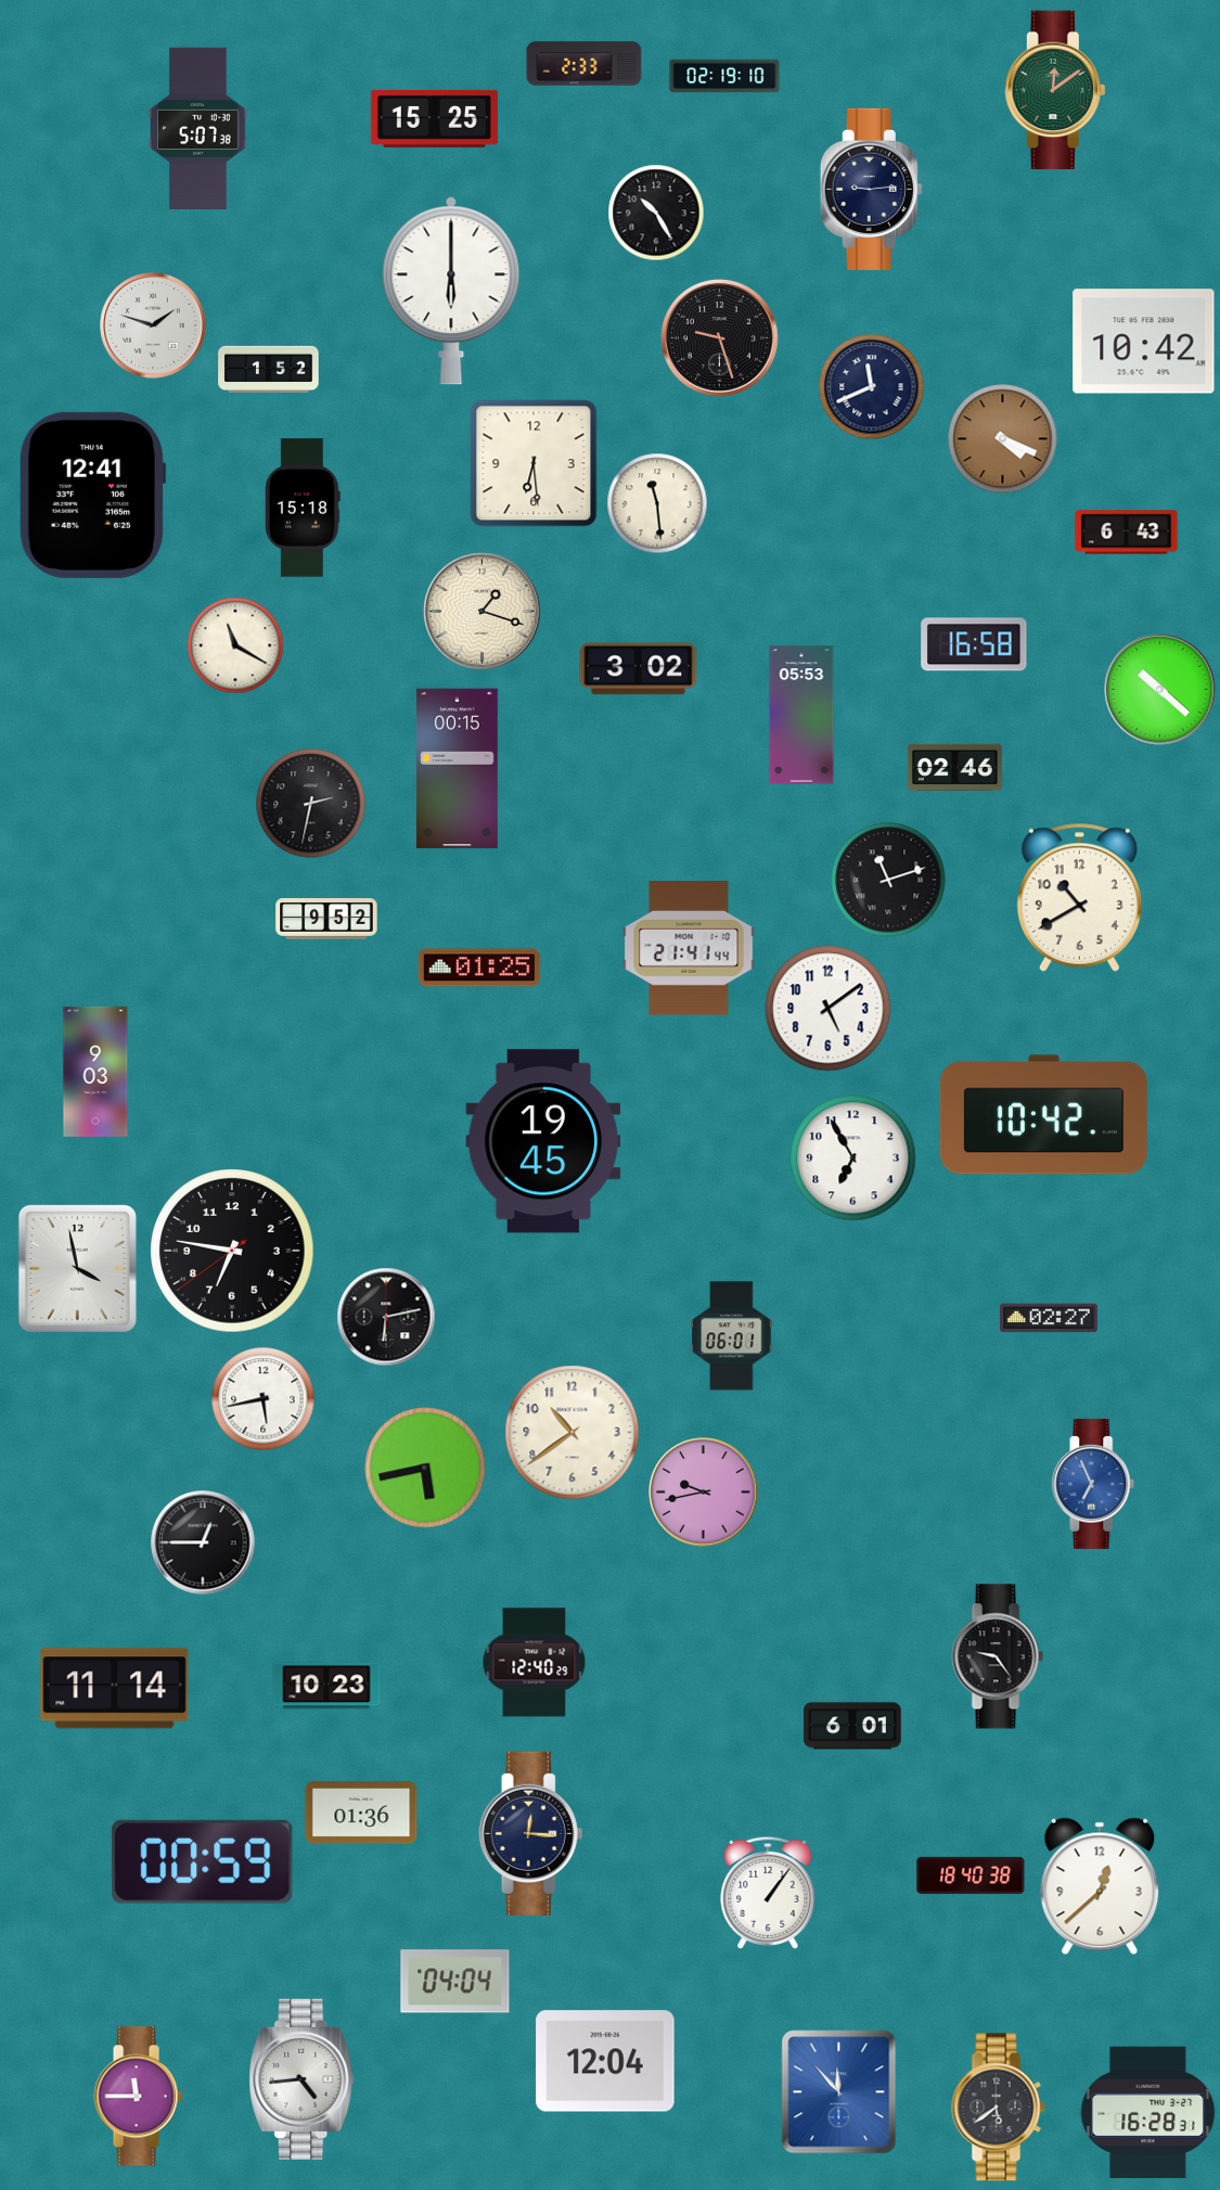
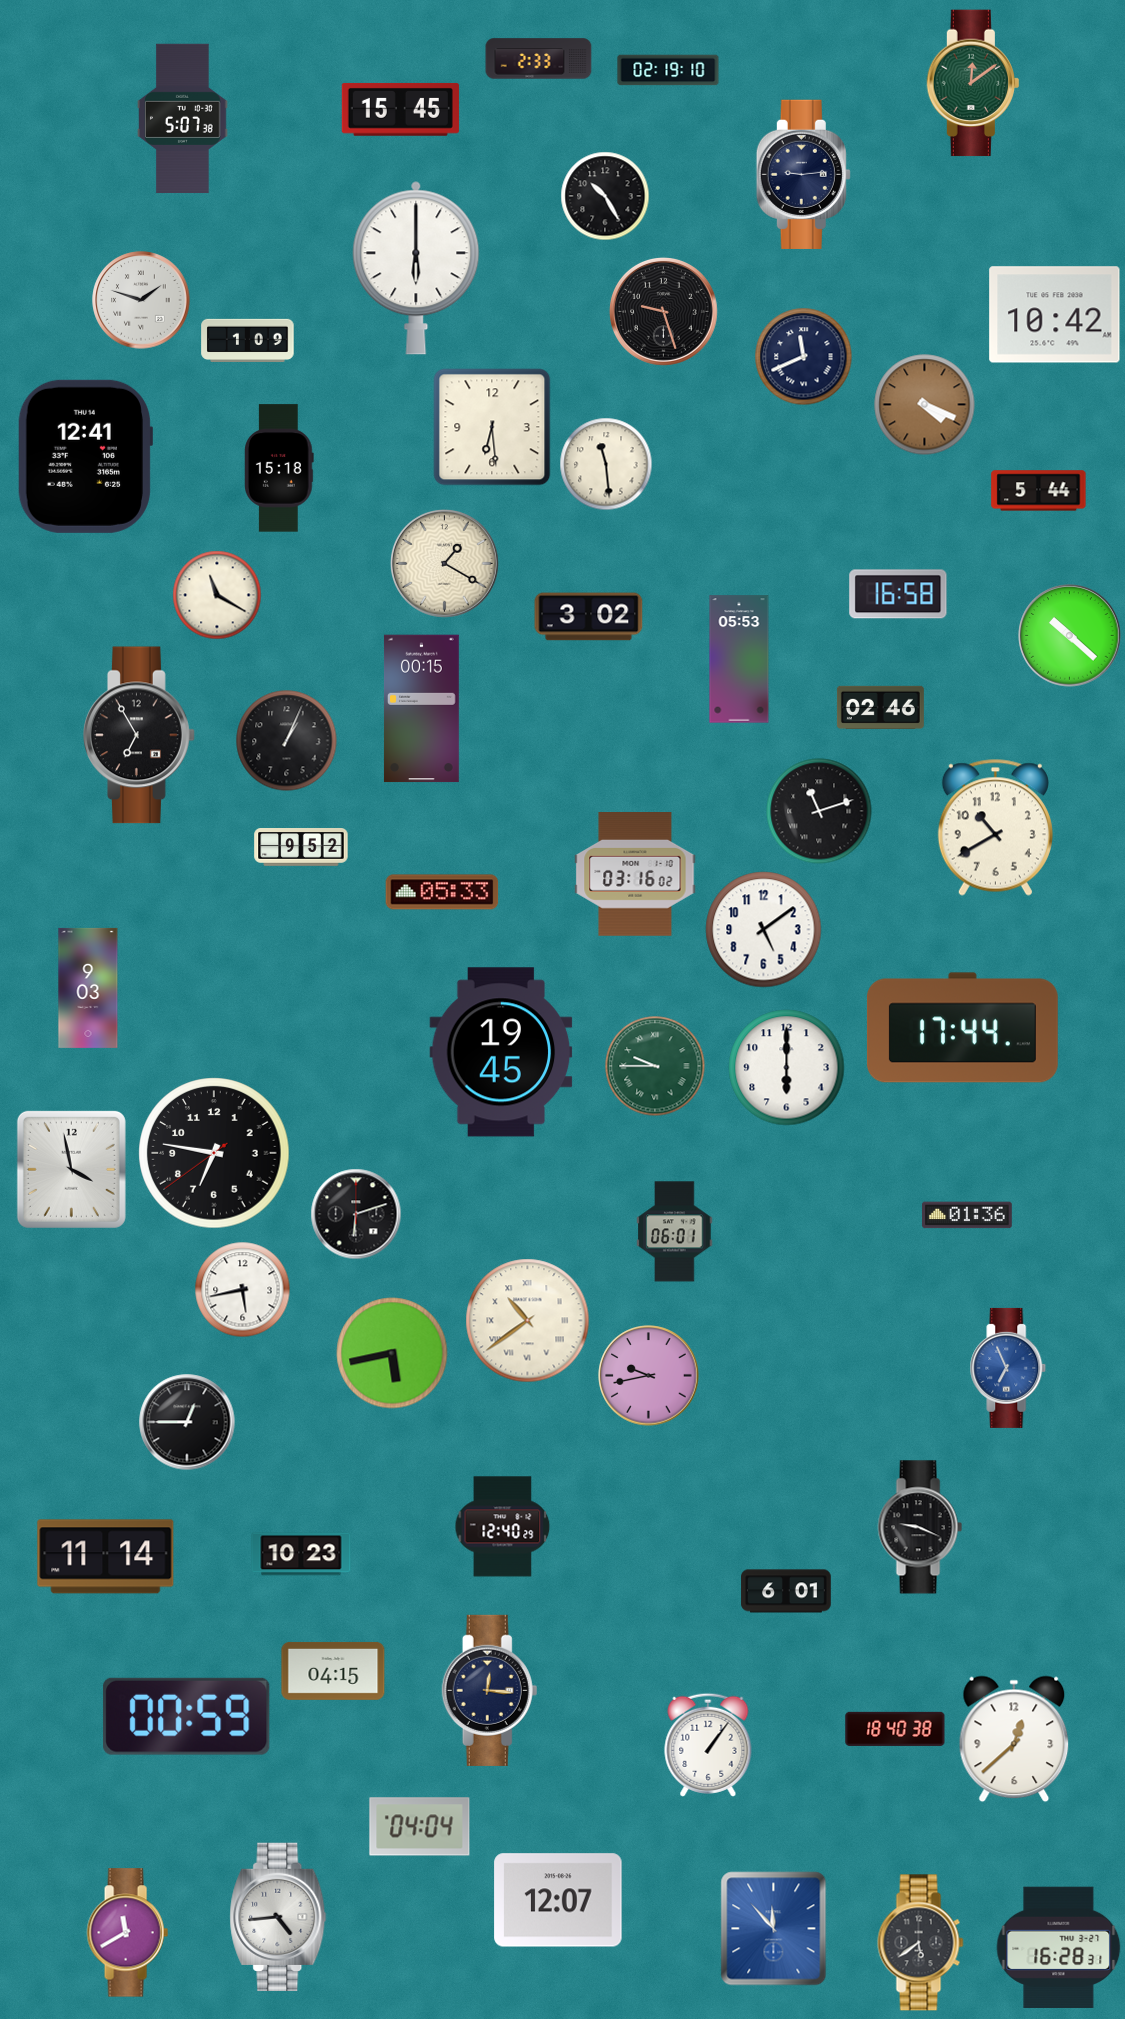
clock at (434, 118): 15:25 -> 15:45
clock at (269, 369): 1:52 -> 1:09
clock at (1127, 533): 6:43 -> 5:44
clock at (481, 611): 1:18 -> 1:20
clock at (139, 735): none -> 6:55
clock at (311, 804): 2:32 -> 1:04
clock at (689, 949): 21:41 -> 03:16
clock at (479, 968): 01:25 -> 05:33
clock at (1043, 1115): 10:42 -> 17:44
clock at (655, 1066): none -> 9:45
clock at (853, 1158): 6:55 -> 6:00
clock at (386, 1317): 6:13 -> 6:12
clock at (1049, 1318): 02:27 -> 01:36
clock at (573, 1433) numerals: Arabic -> Roman
clock at (998, 1656): 9:24 -> 9:19
clock at (535, 1663) position: (535, 1663) -> (503, 1527)
clock at (361, 1813): 01:36 -> 04:15
clock at (605, 2061): 12:04 -> 12:07
clock at (138, 2097): 11:45 -> 11:40
